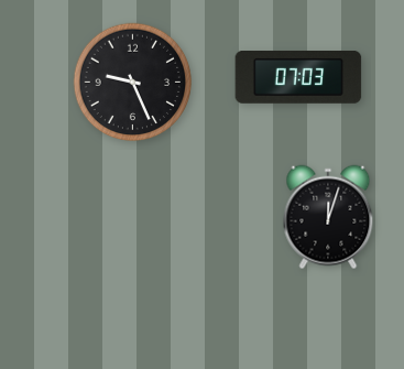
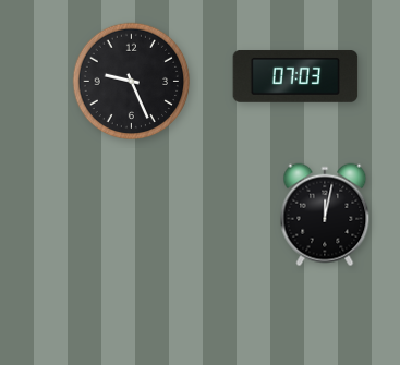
clock at (328, 217): 12:03 -> 12:02
